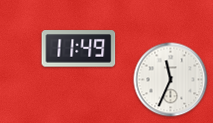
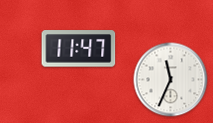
clock at (79, 49): 11:49 -> 11:47
